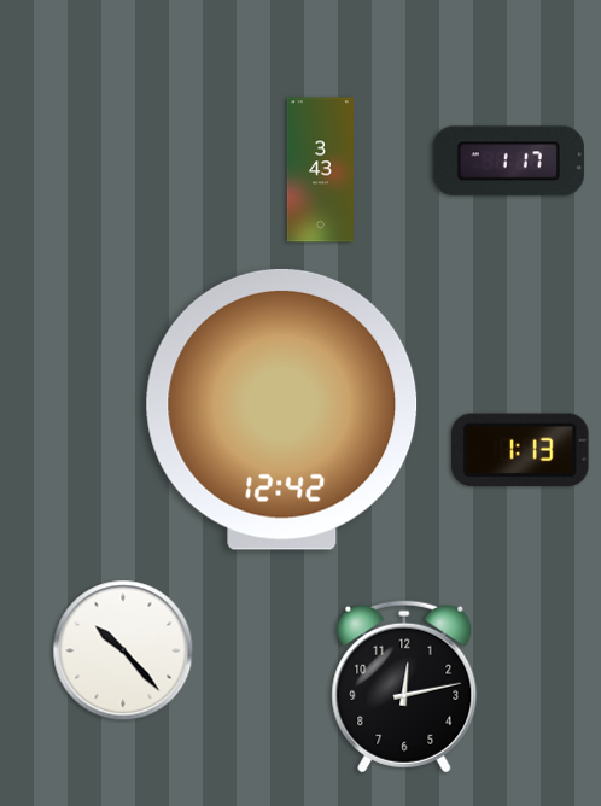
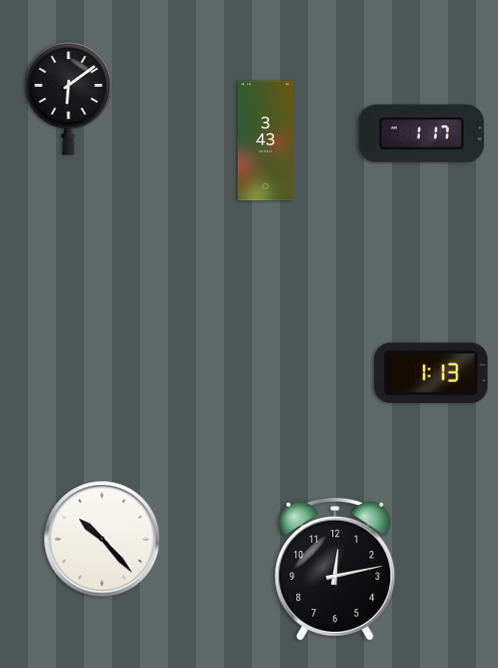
clock at (69, 99): none -> 6:09
clock at (282, 409): 12:42 -> none
